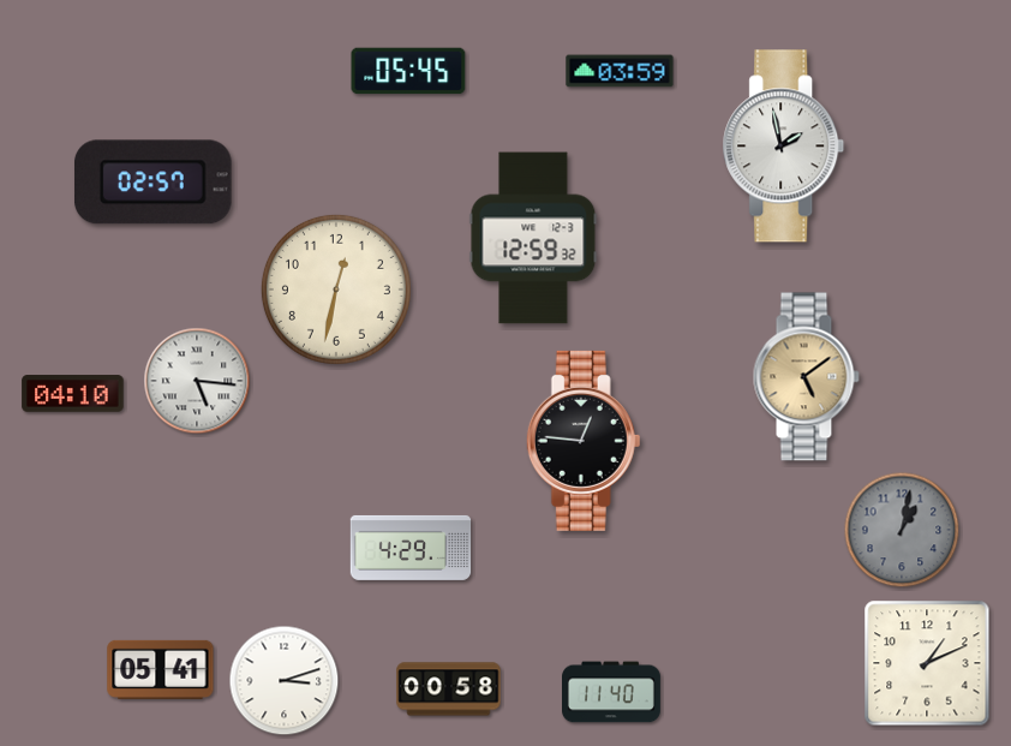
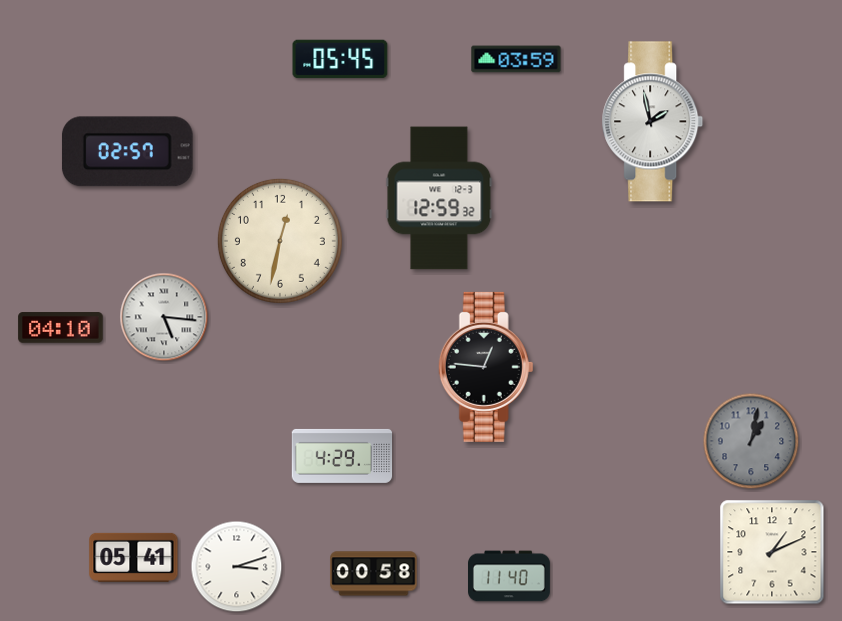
clock at (533, 238) position: (533, 238) -> (439, 198)
clock at (806, 377): 5:09 -> none
